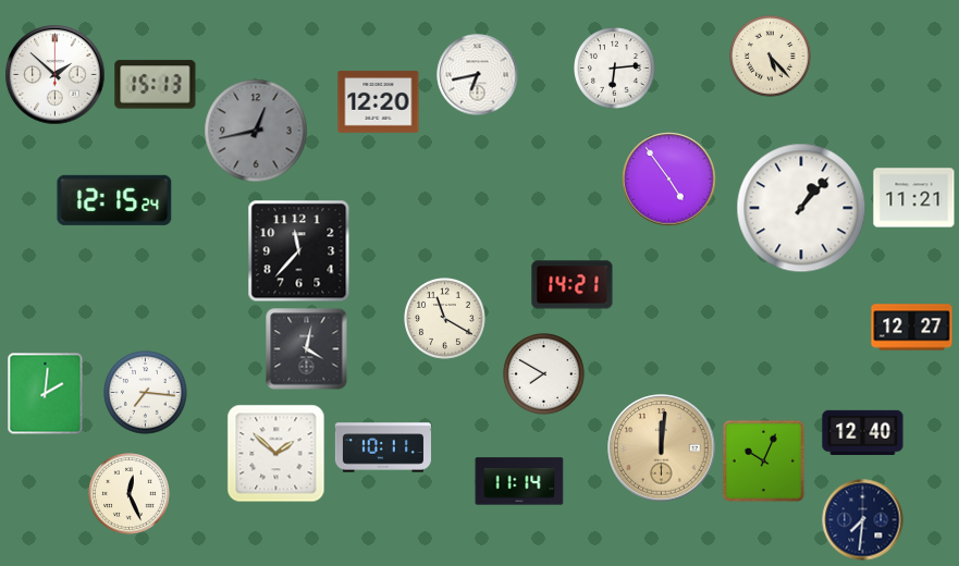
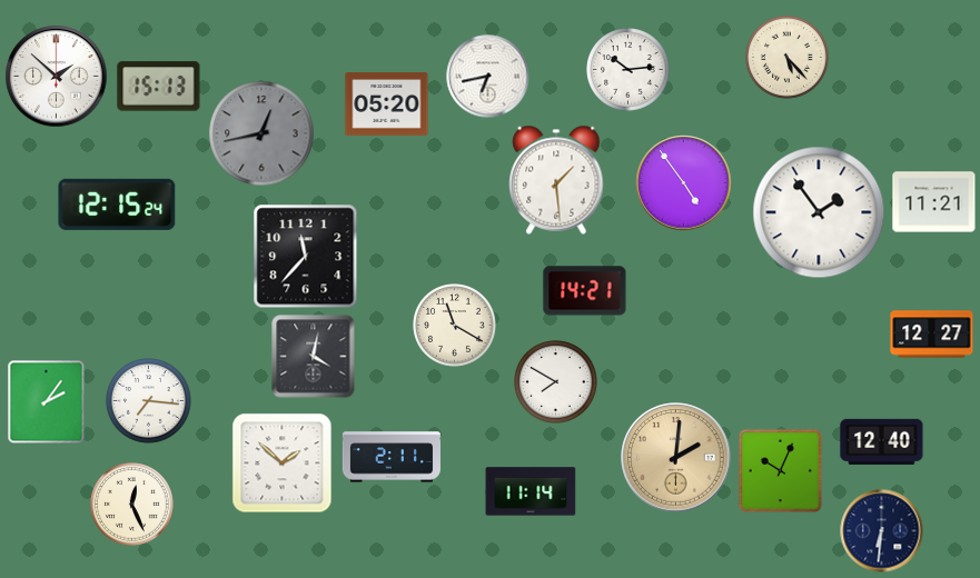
clock at (615, 69): 6:14 -> 10:14
clock at (379, 102): 12:20 -> 05:20
clock at (556, 180): none -> 1:29
clock at (801, 208): 1:07 -> 1:54
clock at (46, 394): 2:01 -> 2:06
clock at (383, 447): 10:11 -> 2:11
clock at (662, 448): 12:01 -> 2:01
clock at (863, 520): 7:31 -> 6:31
